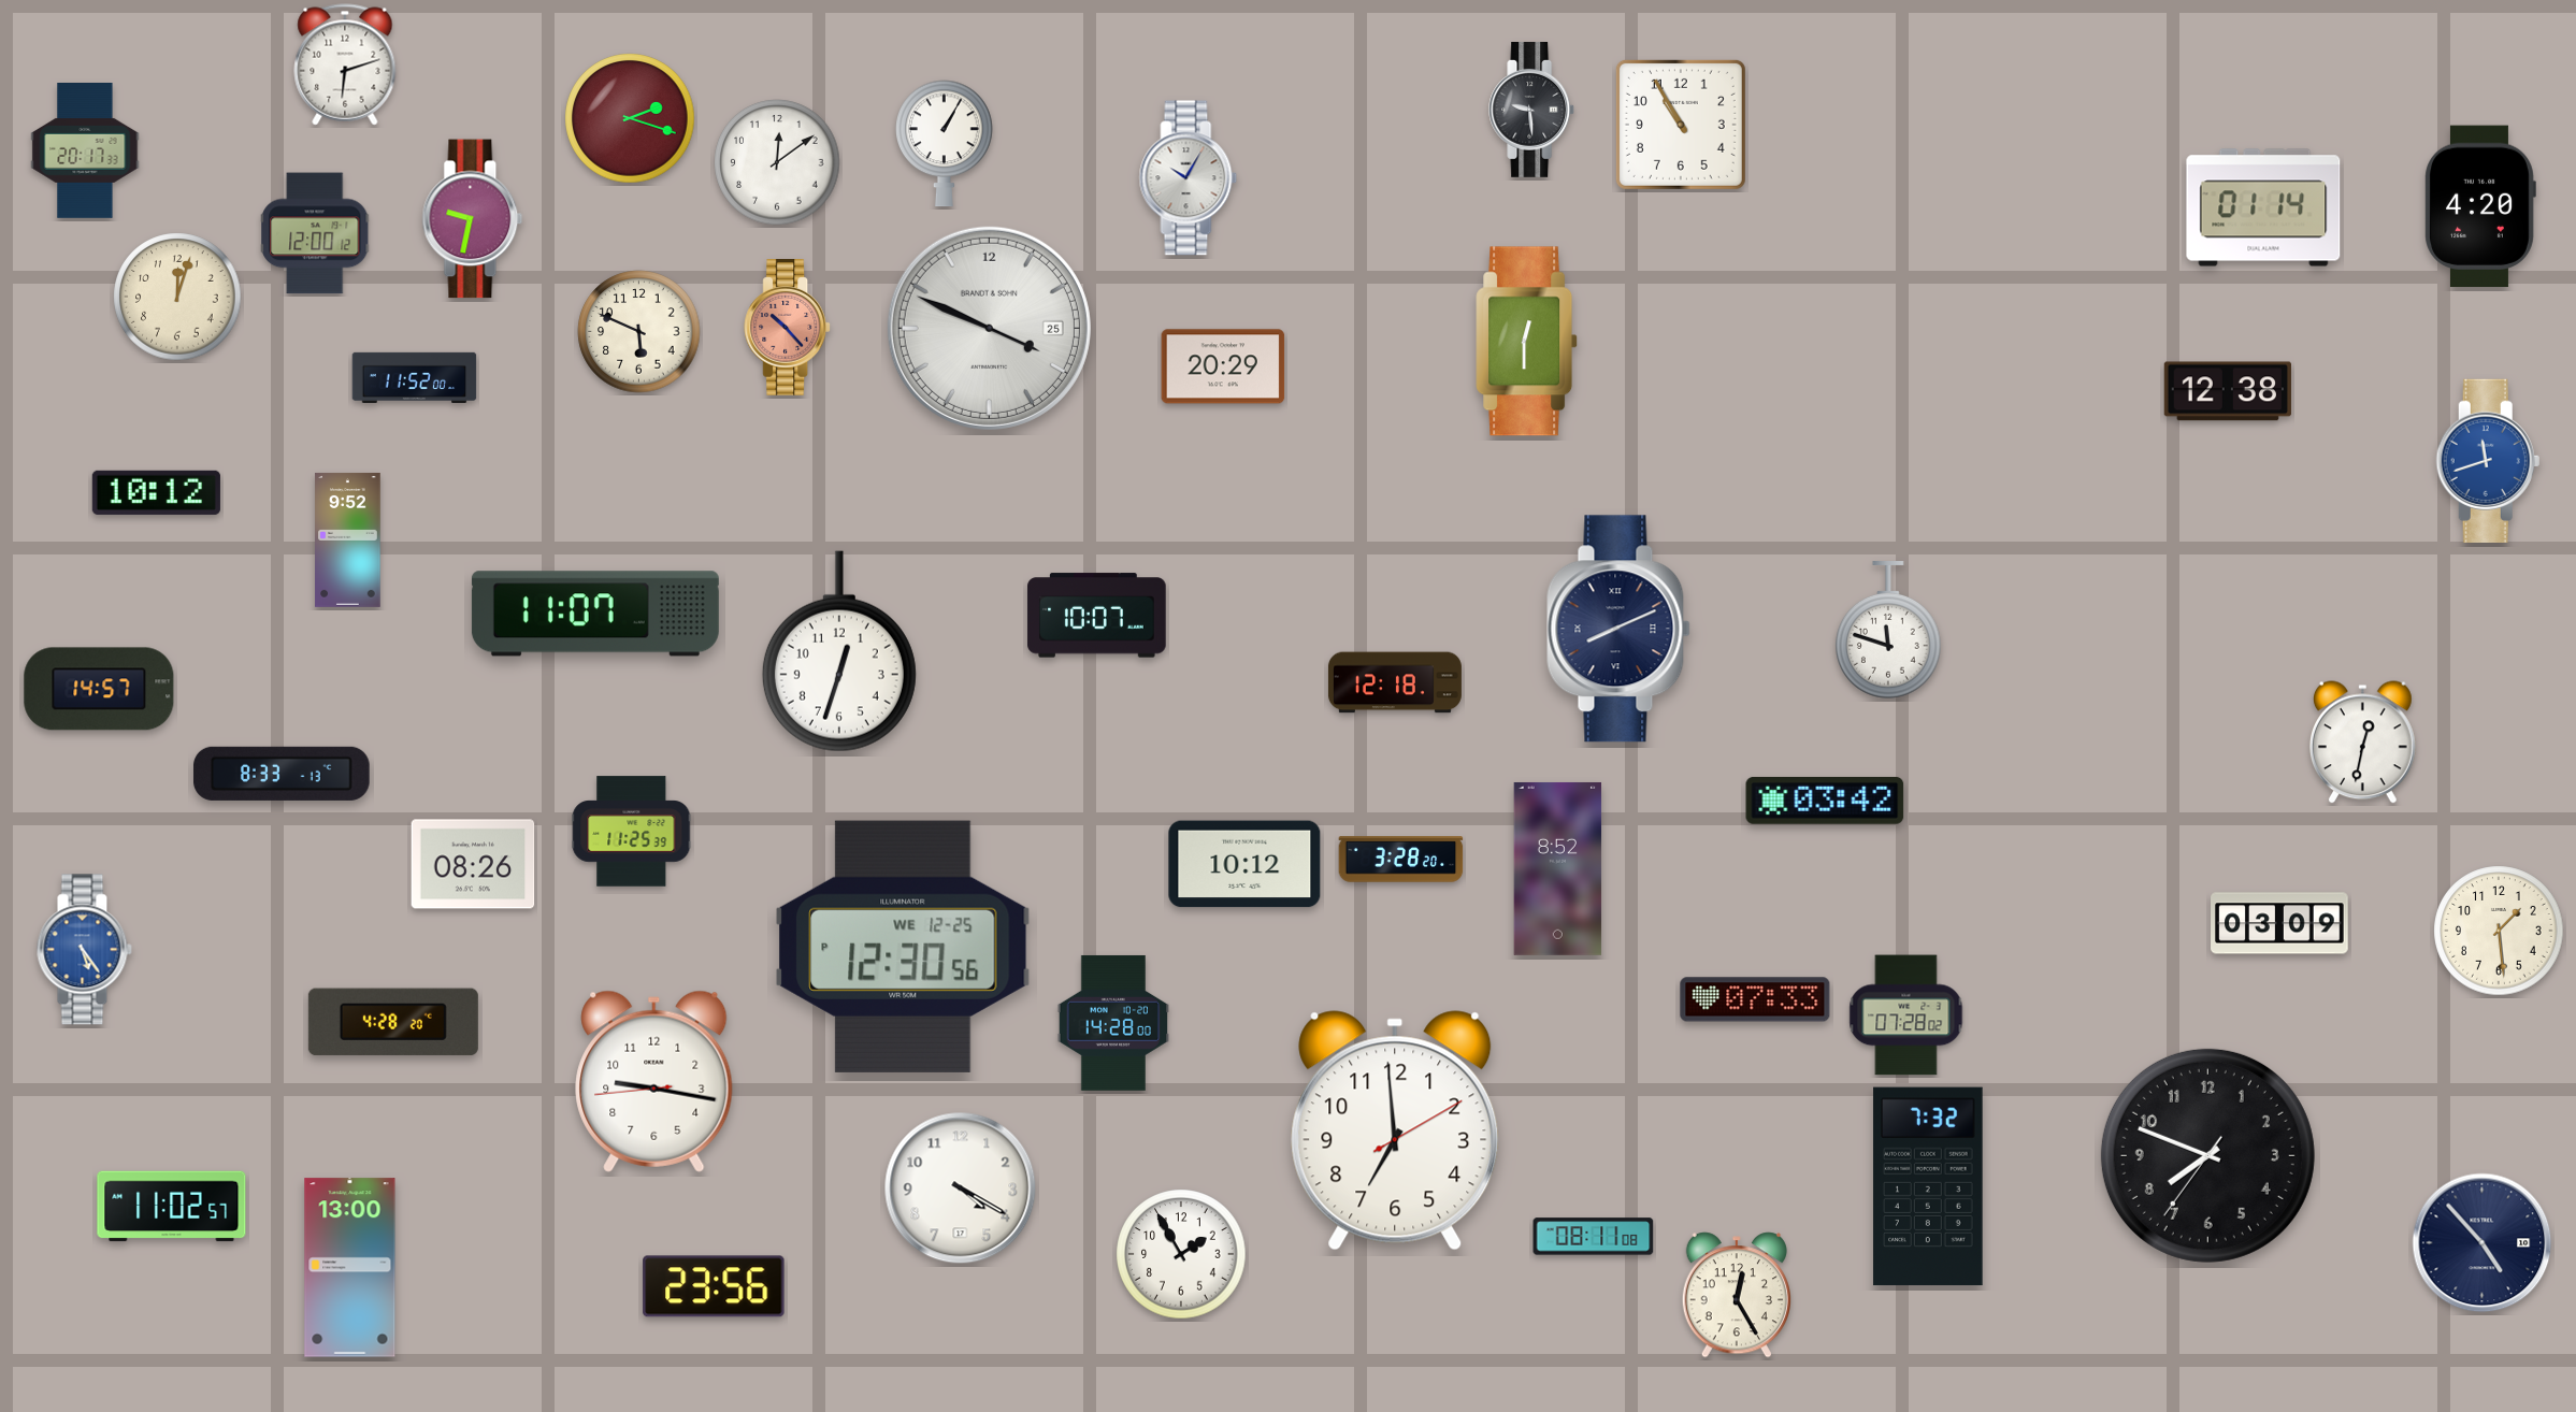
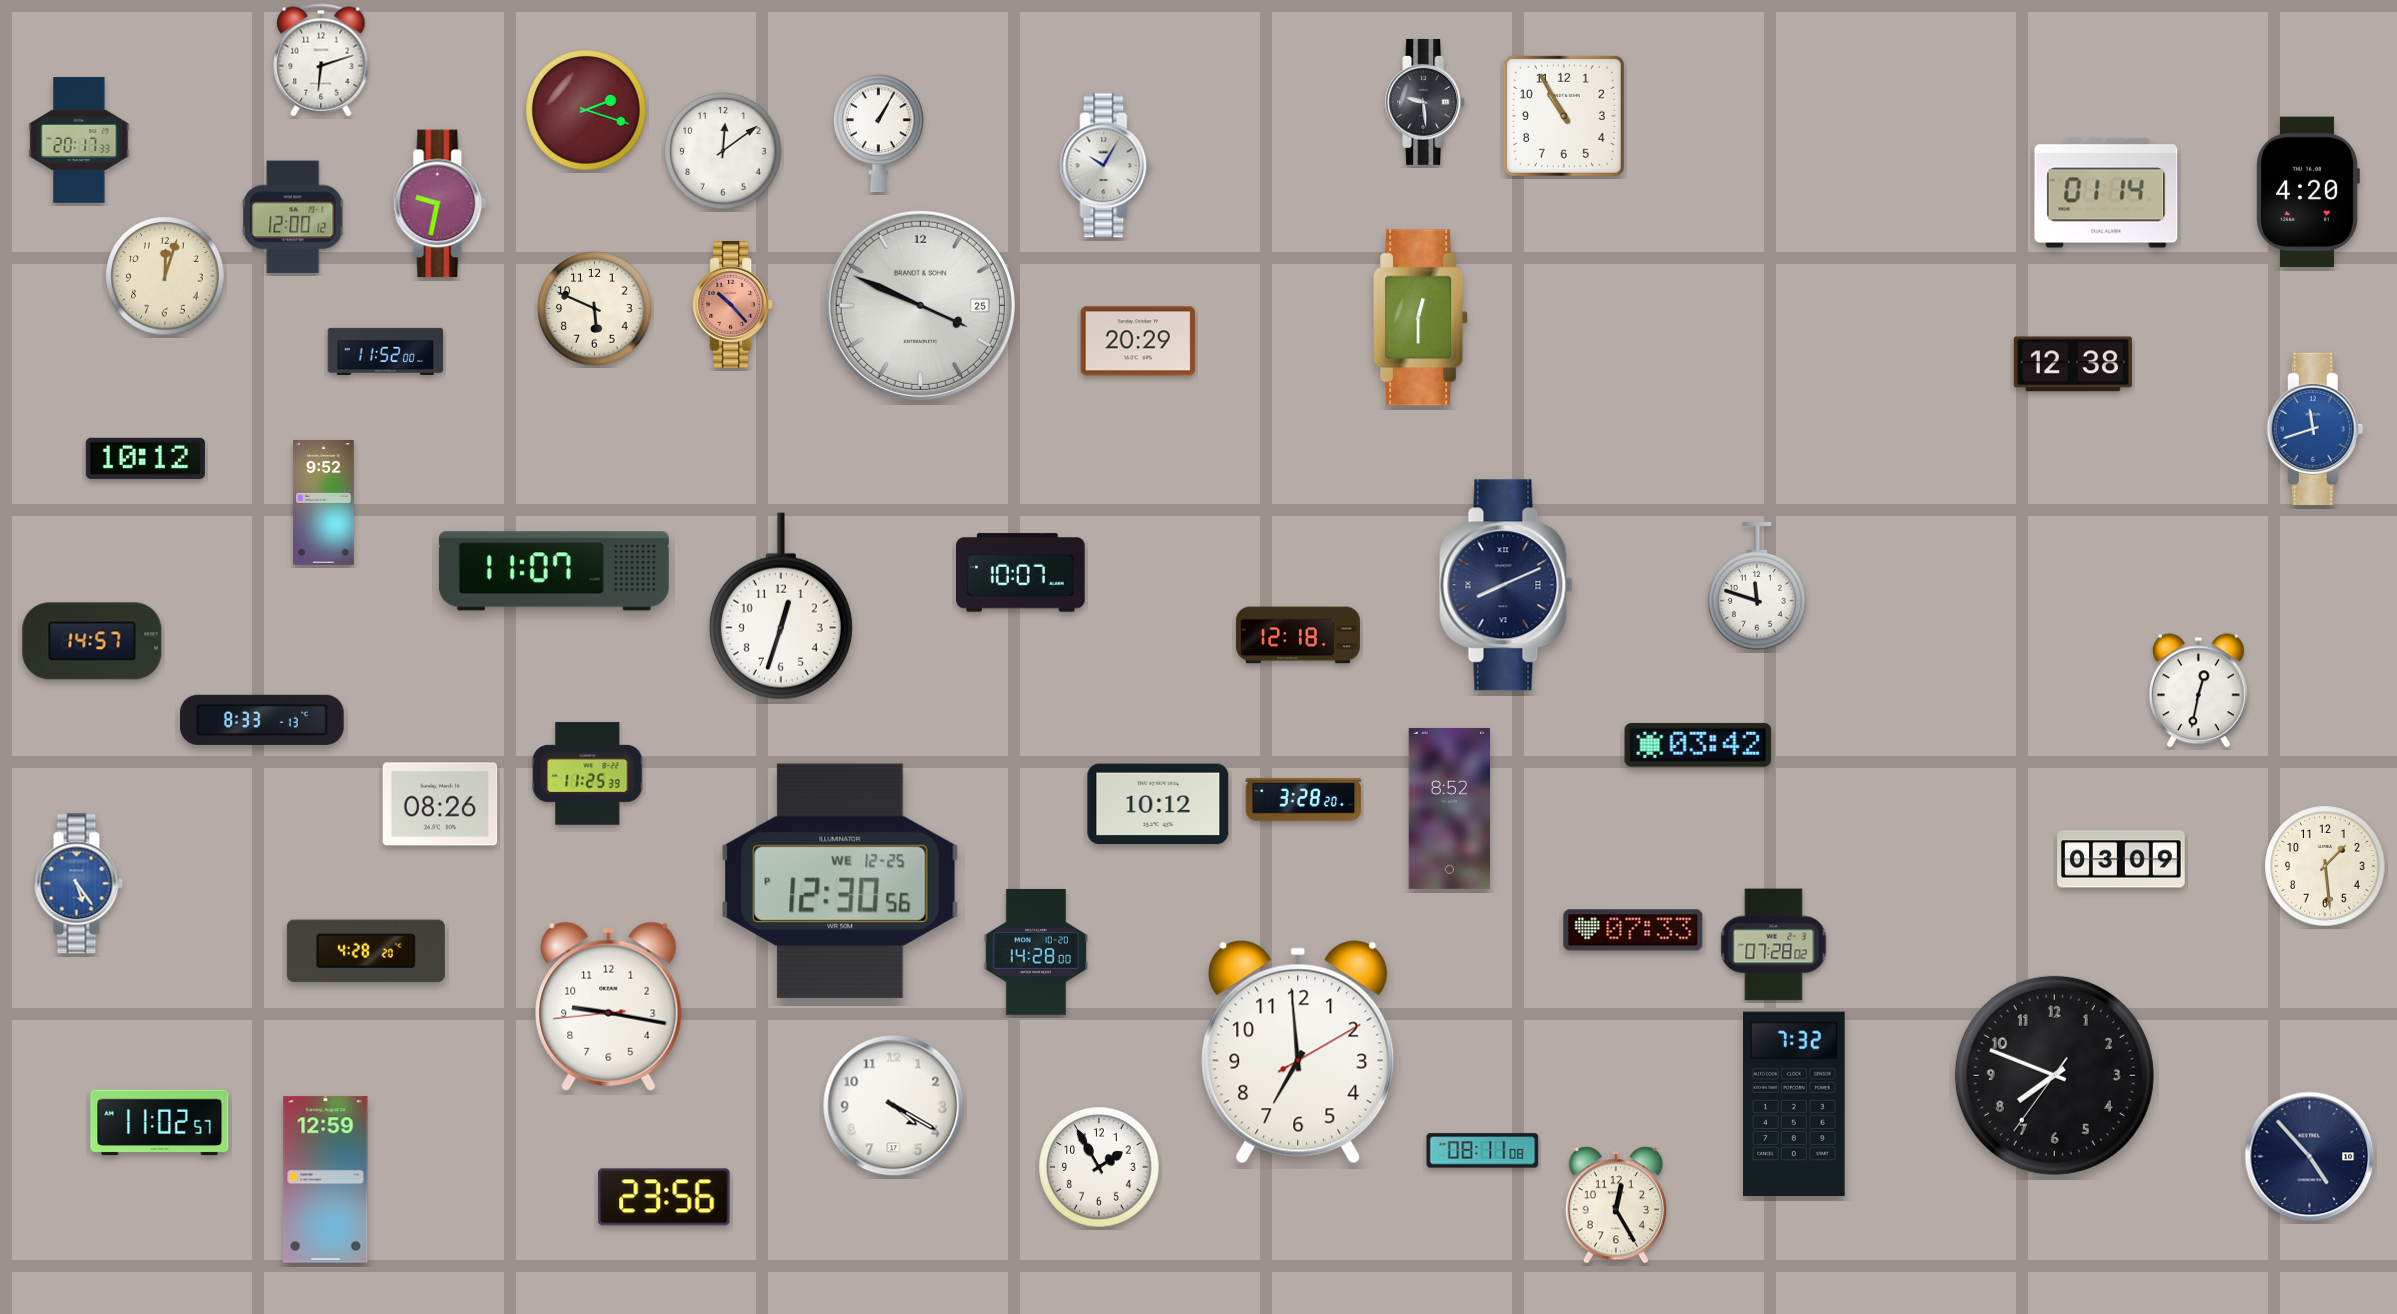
clock at (350, 1268): 13:00 -> 12:59
